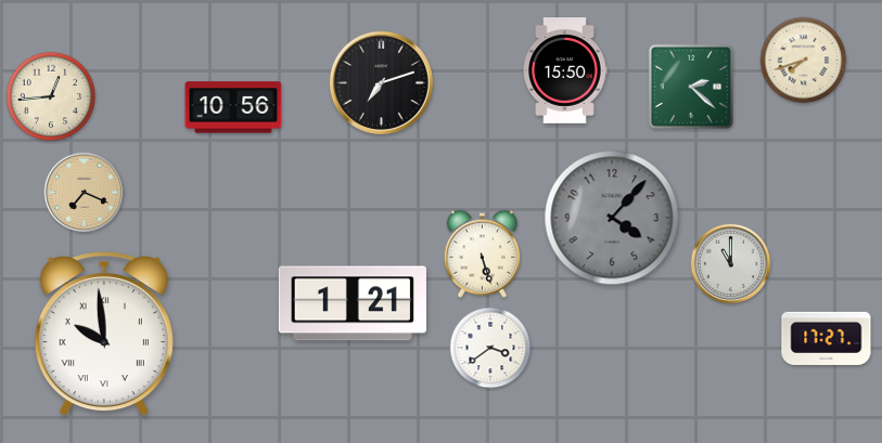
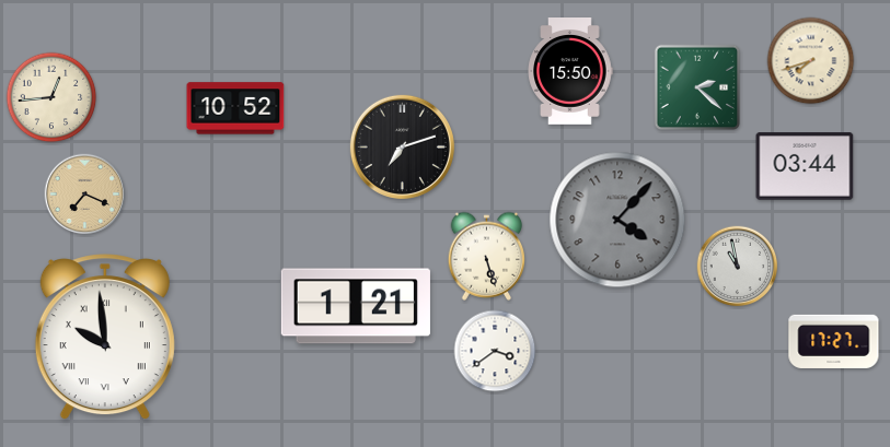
clock at (381, 82) position: (381, 82) -> (402, 146)
clock at (233, 107): 10:56 -> 10:52
clock at (805, 166): none -> 03:44
clock at (731, 264): 11:00 -> 10:58
